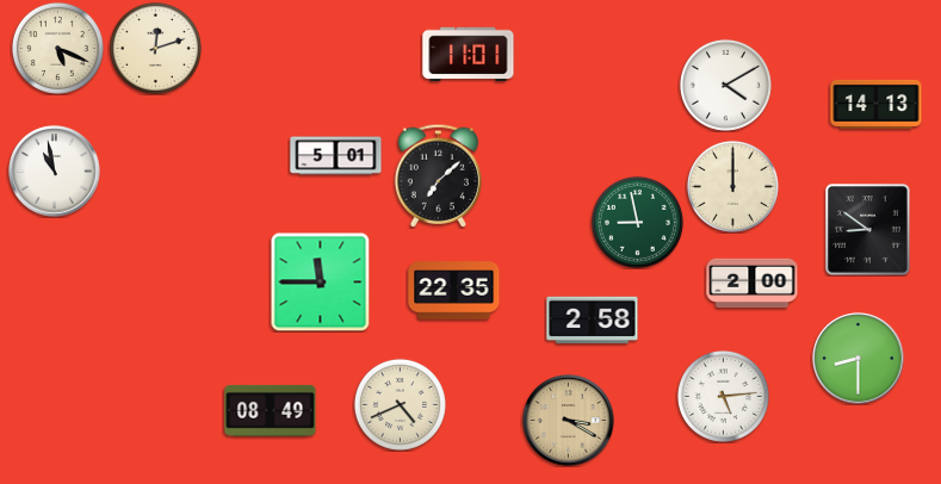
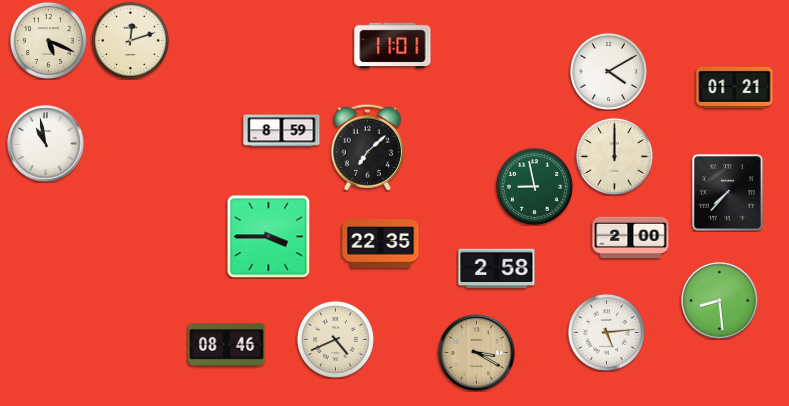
clock at (877, 104): 14:13 -> 01:21
clock at (336, 156): 5:01 -> 8:59
clock at (868, 230): 8:51 -> 7:37
clock at (320, 281): 11:45 -> 3:45
clock at (859, 359): 8:30 -> 8:29
clock at (271, 410): 08:49 -> 08:46
